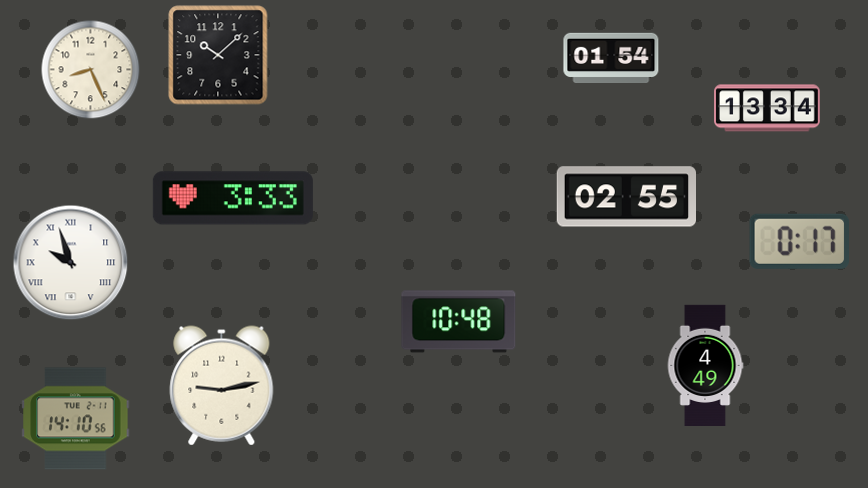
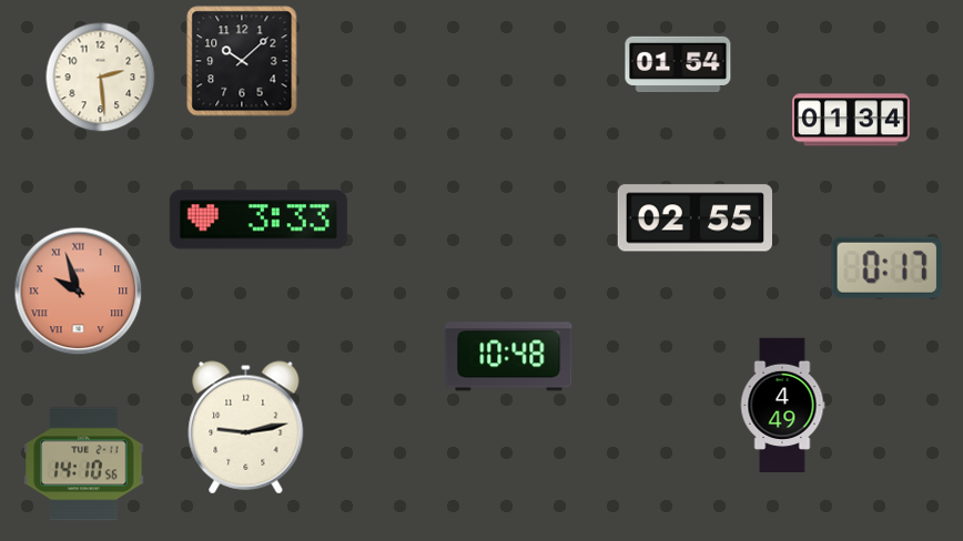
clock at (91, 70): 8:26 -> 2:29
clock at (768, 108): 13:34 -> 01:34
clock at (71, 263) dial: white -> salmon
